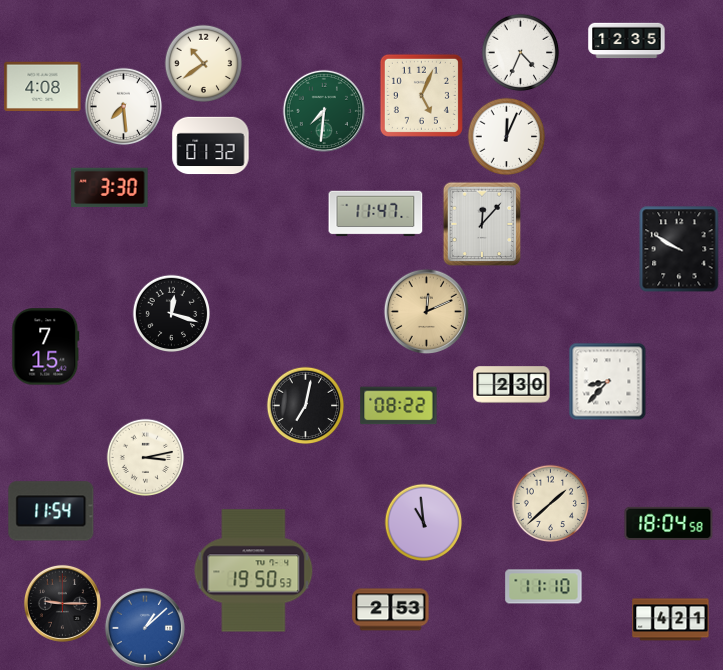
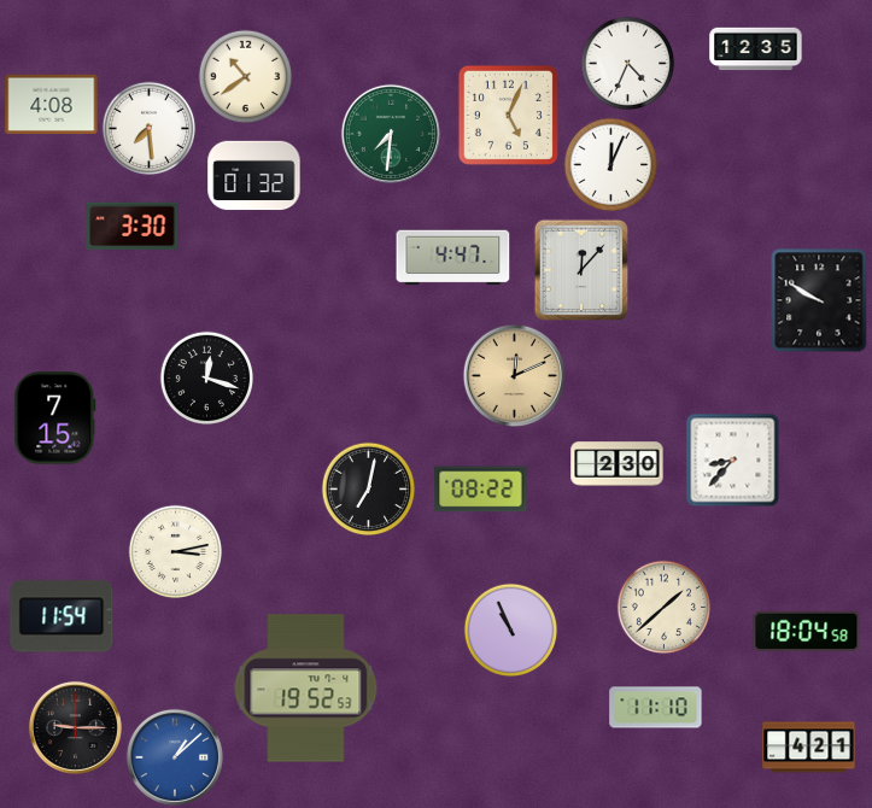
clock at (376, 214): 11:47 -> 4:47
clock at (423, 522): 10:59 -> 10:56
clock at (254, 571): 19:50 -> 19:52
clock at (391, 610): 2:53 -> none
